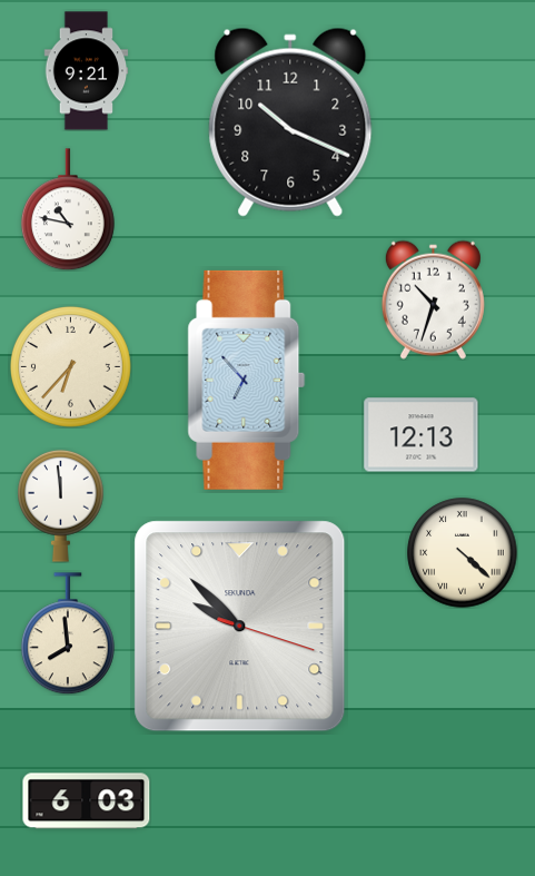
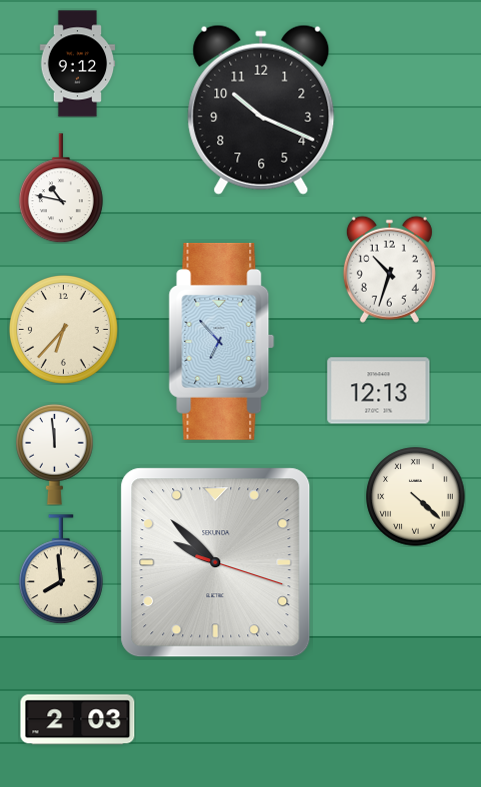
clock at (87, 71): 9:21 -> 9:12
clock at (87, 801): 6:03 -> 2:03
